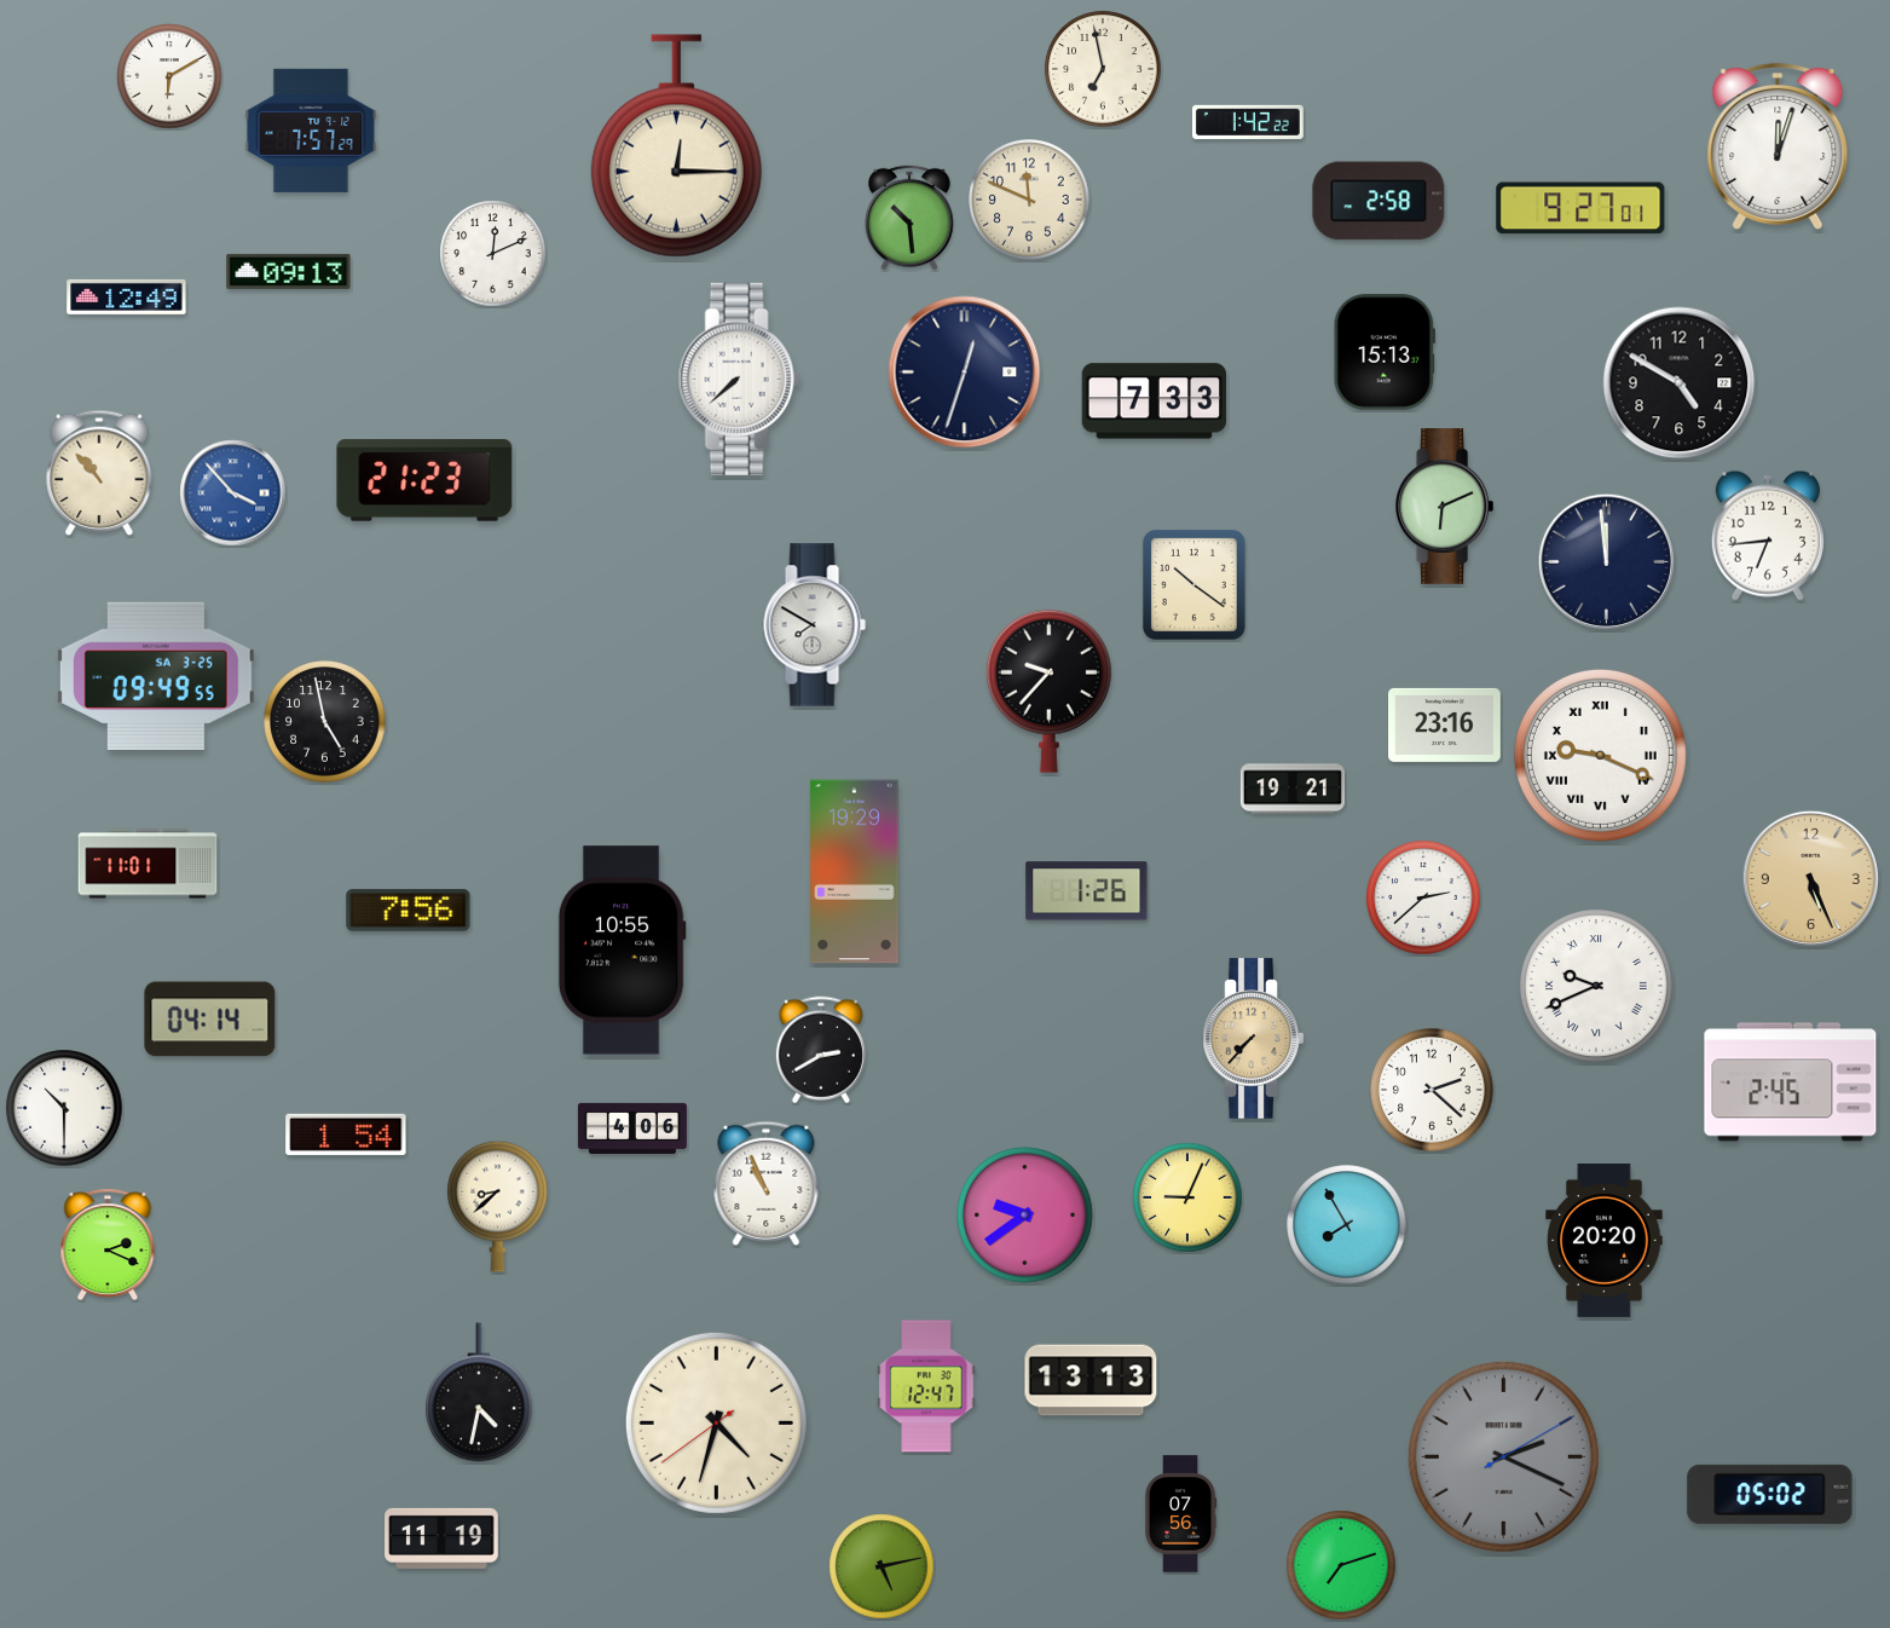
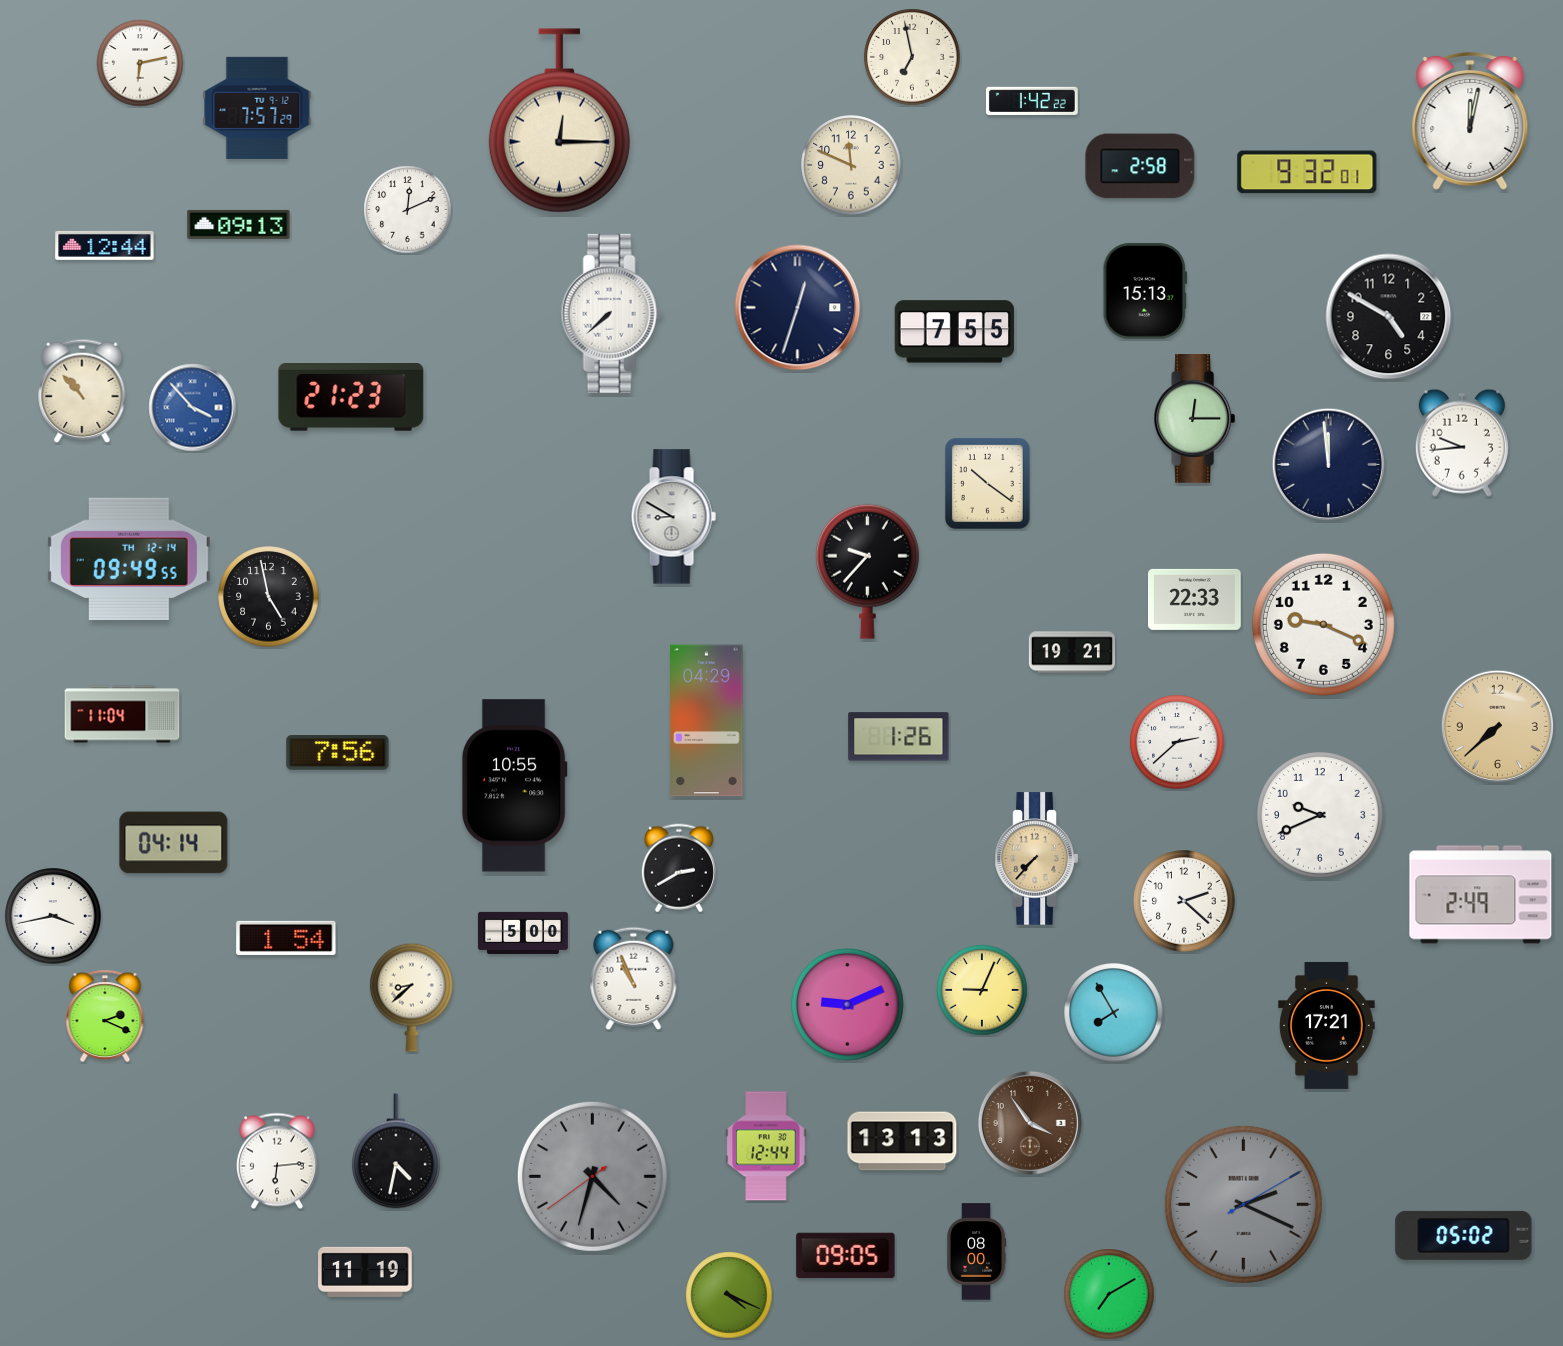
clock at (169, 76): 6:10 -> 6:13
clock at (1778, 146): 12:03 -> 12:02
clock at (1580, 208): 9:27 -> 9:32
clock at (909, 218): 10:29 -> none
clock at (127, 296): 12:49 -> 12:44
clock at (1154, 402): 7:33 -> 7:55
clock at (1445, 507): 6:11 -> 12:15
clock at (1768, 536): 6:44 -> 9:44
clock at (814, 625): 7:50 -> 8:50
clock at (156, 675) date: SA 3-25 -> TH 12-14
clock at (1445, 724): 23:16 -> 22:33
clock at (1600, 755) numerals: Roman -> Arabic
clock at (1291, 789) position: (1291, 789) -> (1071, 652)
clock at (148, 864): 11:01 -> 11:04
clock at (855, 872): 19:29 -> 04:29
clock at (1810, 878): 5:26 -> 7:38
clock at (1596, 986) numerals: Roman -> Arabic
clock at (1791, 1083): 2:45 -> 2:49
clock at (64, 1108): 10:30 -> 3:43
clock at (632, 1128): 4:06 -> 5:00
clock at (1025, 1216): 9:39 -> 9:11
clock at (1605, 1240): 20:20 -> 17:21
clock at (108, 1245) position: (108, 1245) -> (105, 1016)
clock at (1030, 1123): none -> 3:54
clock at (926, 1386): 12:47 -> 12:44
clock at (277, 1161): none -> 6:14
clock at (716, 1422) dial: cream -> grey
clock at (1180, 1514): 07:56 -> 08:00
clock at (846, 1256): none -> 09:05
clock at (1341, 1565): 7:12 -> 7:10
clock at (882, 1566): 5:13 -> 4:19
